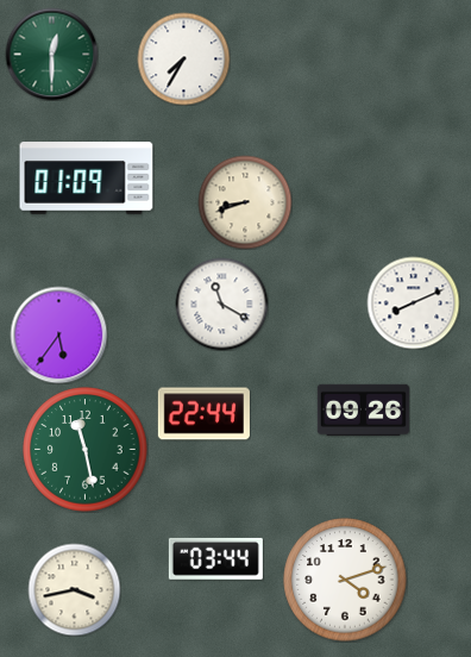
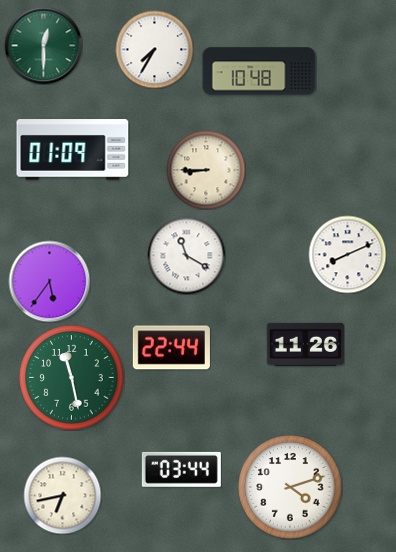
clock at (259, 71): none -> 10:48
clock at (245, 202): 8:42 -> 8:45
clock at (363, 409): 09:26 -> 11:26
clock at (74, 589): 3:43 -> 6:43
